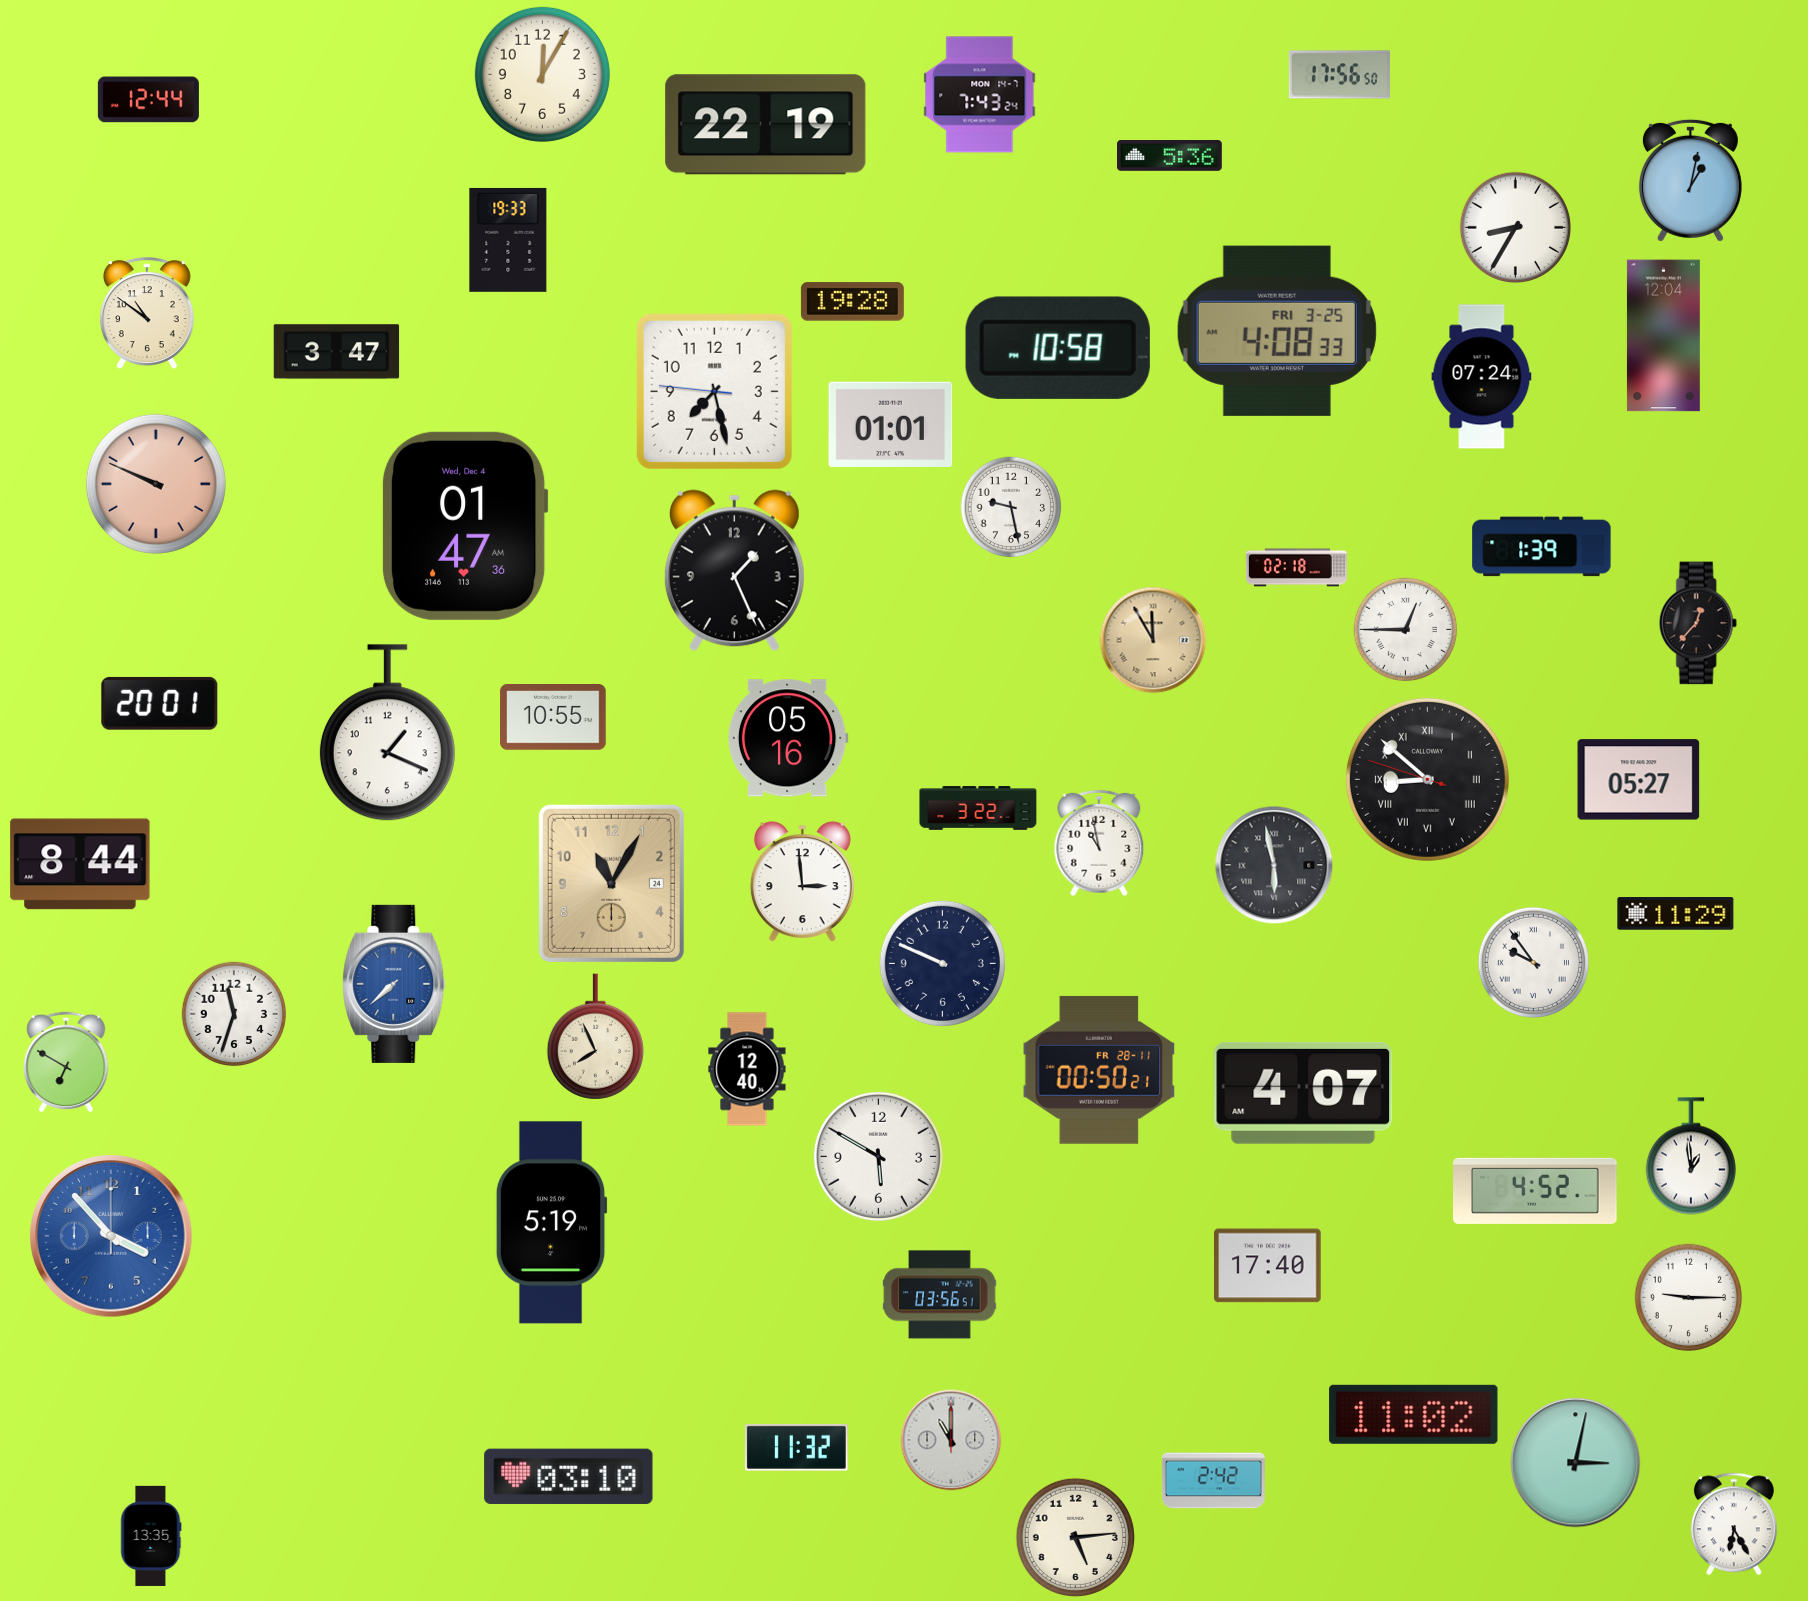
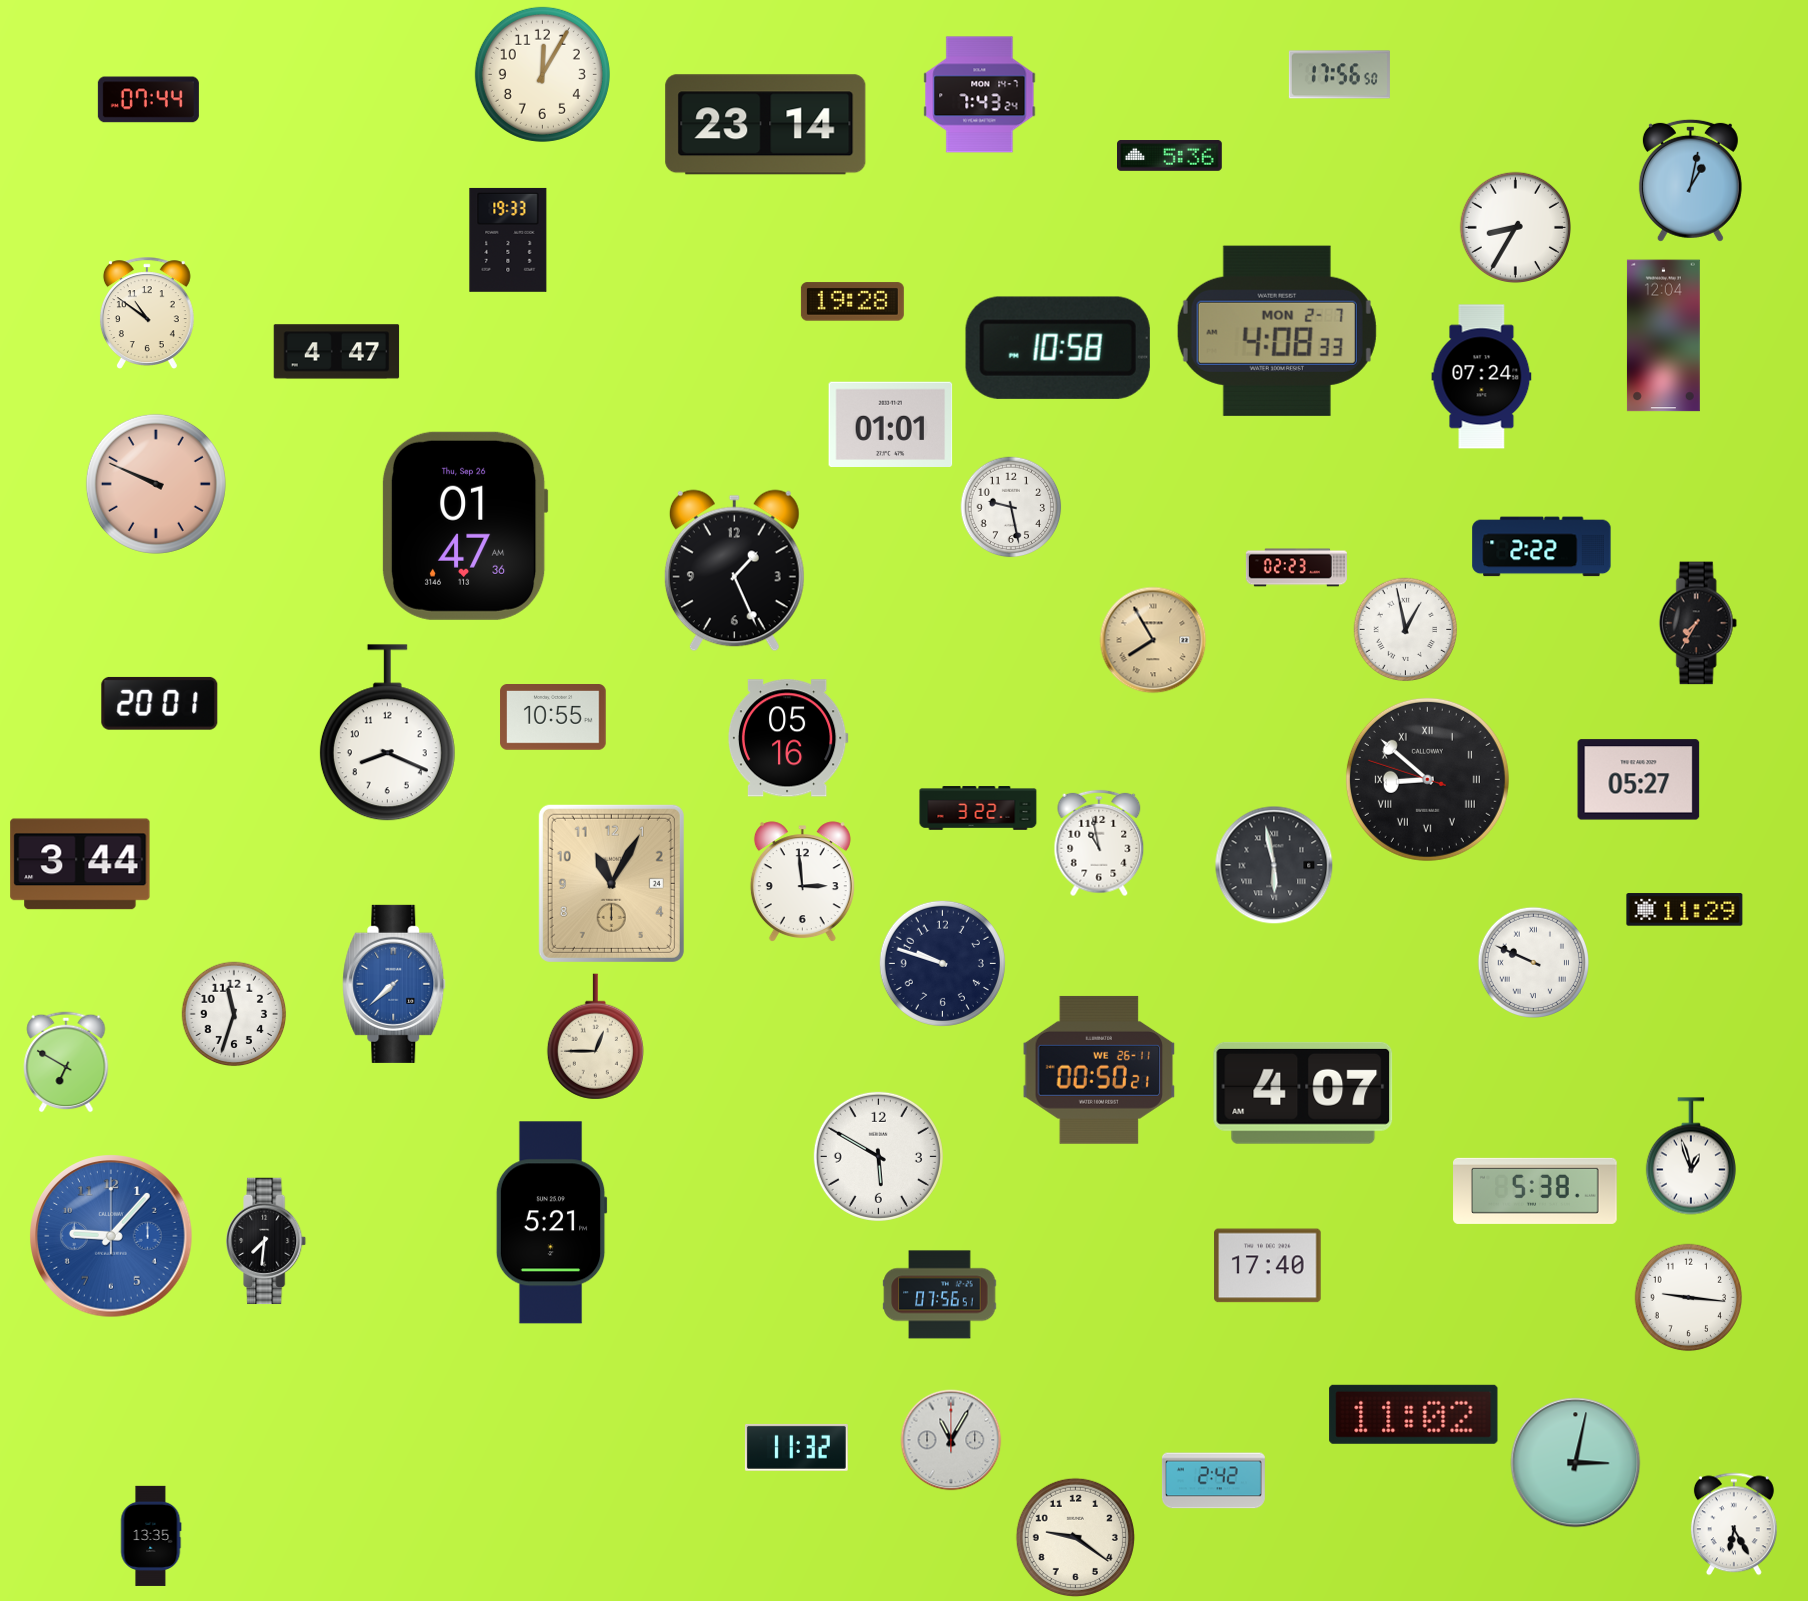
clock at (148, 100): 12:44 -> 07:44
clock at (766, 125): 22:19 -> 23:14
clock at (1277, 331) date: FRI 3-25 -> MON 2-7
clock at (337, 352): 3:47 -> 4:47
clock at (714, 391): 7:27 -> none
clock at (465, 526) date: Wed, Dec 4 -> Thu, Sep 26
clock at (1542, 547): 1:39 -> 2:22
clock at (1296, 568): 02:18 -> 02:23
clock at (1698, 623): 12:37 -> 7:35
clock at (1406, 630): 12:45 -> 12:58
clock at (1153, 640): 11:55 -> 7:55
clock at (387, 733): 1:19 -> 8:19
clock at (80, 864): 8:44 -> 3:44
clock at (1676, 914) position: (1676, 914) -> (1685, 910)
clock at (1533, 962): 9:54 -> 9:49
clock at (942, 963): 9:49 -> 9:48
clock at (595, 1037): 7:56 -> 12:45
clock at (747, 1069): 12:40 -> none
clock at (1099, 1070) date: FR 28-11 -> WE 26-11
clock at (1691, 1156): 12:59 -> 12:57
clock at (1535, 1191): 4:52 -> 5:38
clock at (551, 1223): 5:19 -> 5:21
clock at (111, 1236): 3:53 -> 9:07
clock at (267, 1241): none -> 7:31
clock at (940, 1295): 03:56 -> 07:56
clock at (1689, 1298): 9:15 -> 9:16
clock at (951, 1440): 11:00 -> 11:05
clock at (569, 1476): 03:10 -> none
clock at (1075, 1537): 5:14 -> 9:21
